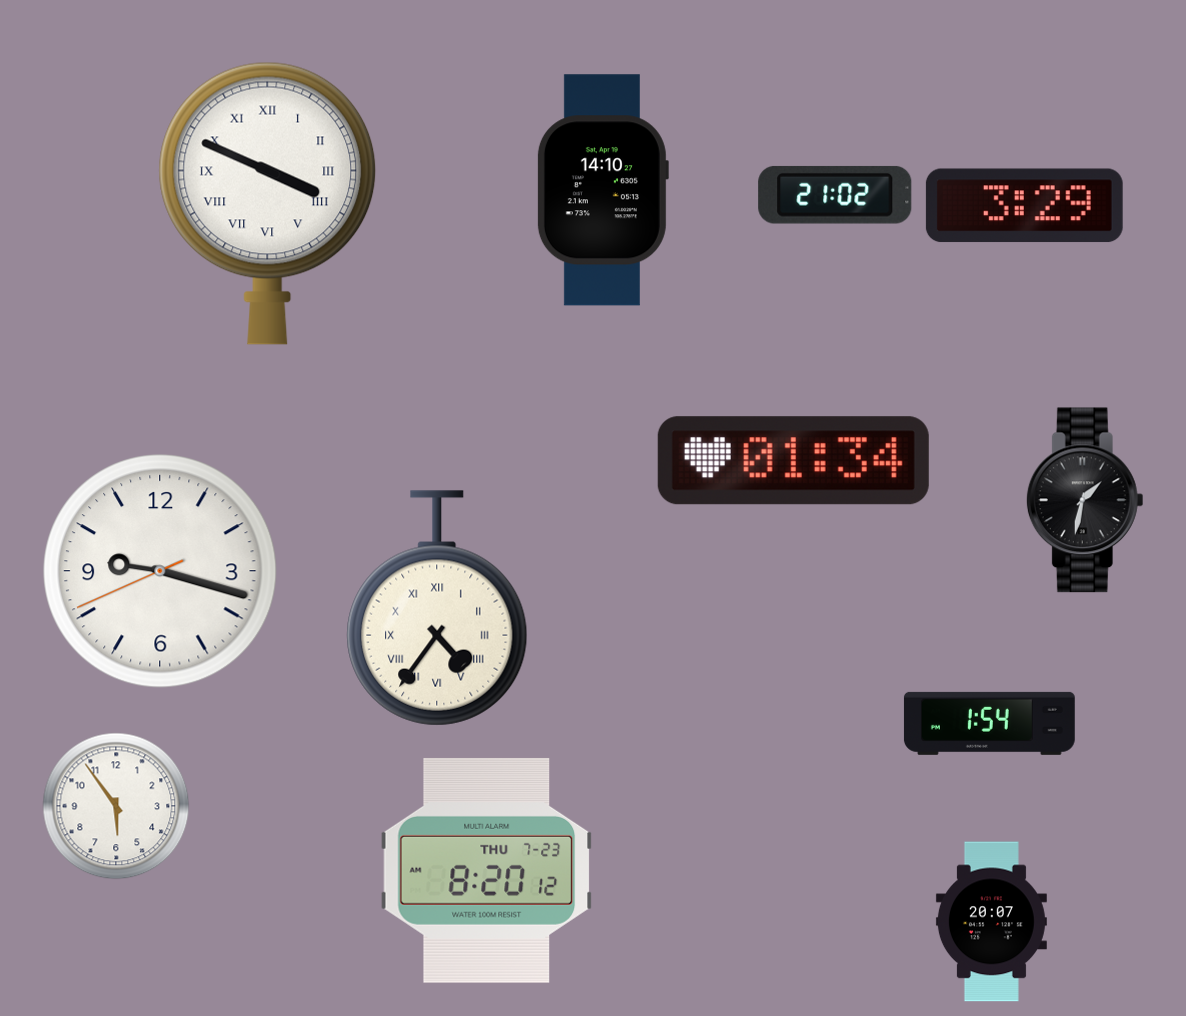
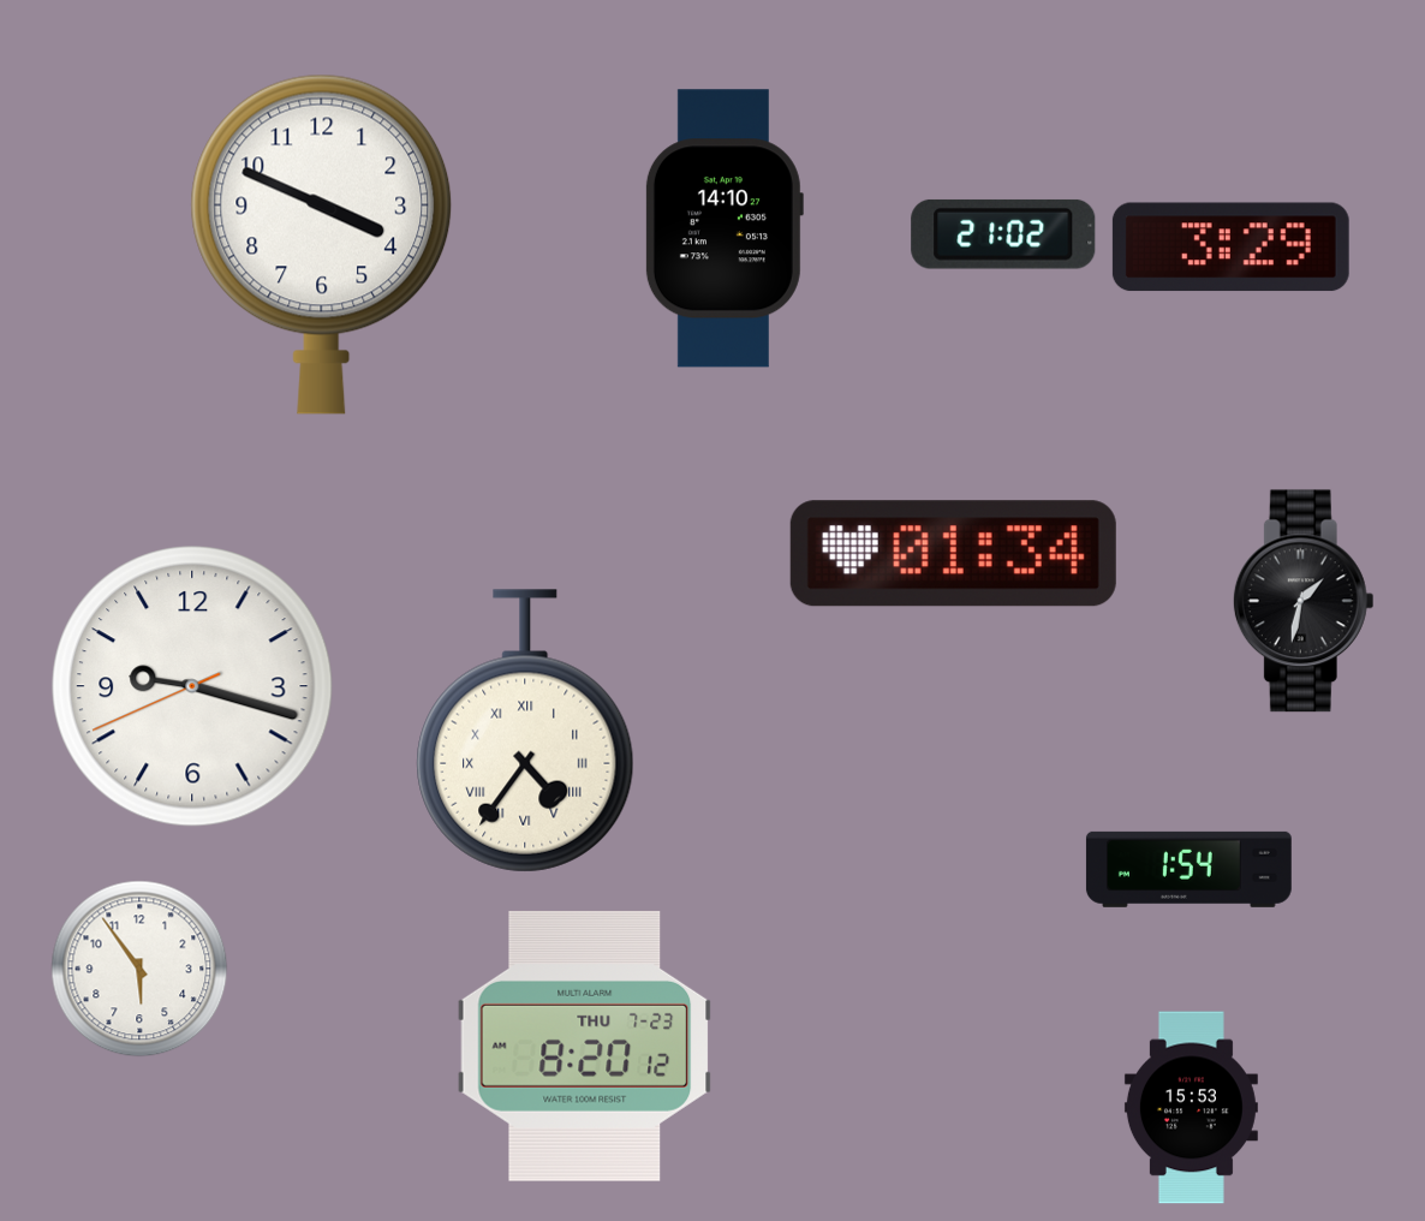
clock at (268, 203) numerals: Roman -> Arabic
clock at (991, 922): 20:07 -> 15:53
